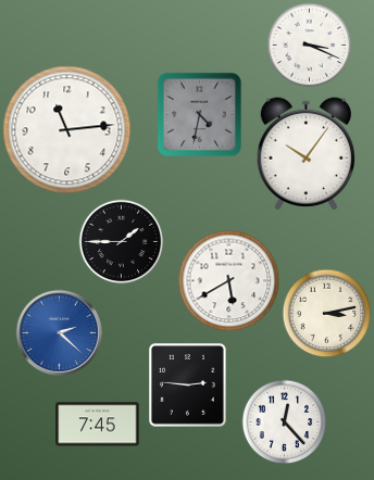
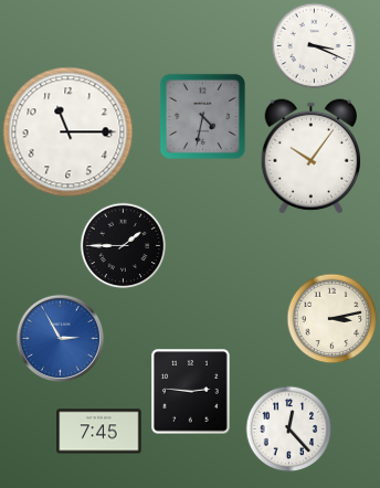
clock at (67, 130): 11:14 -> 11:15
clock at (228, 280): 5:40 -> none
clock at (59, 332): 2:22 -> 2:55
